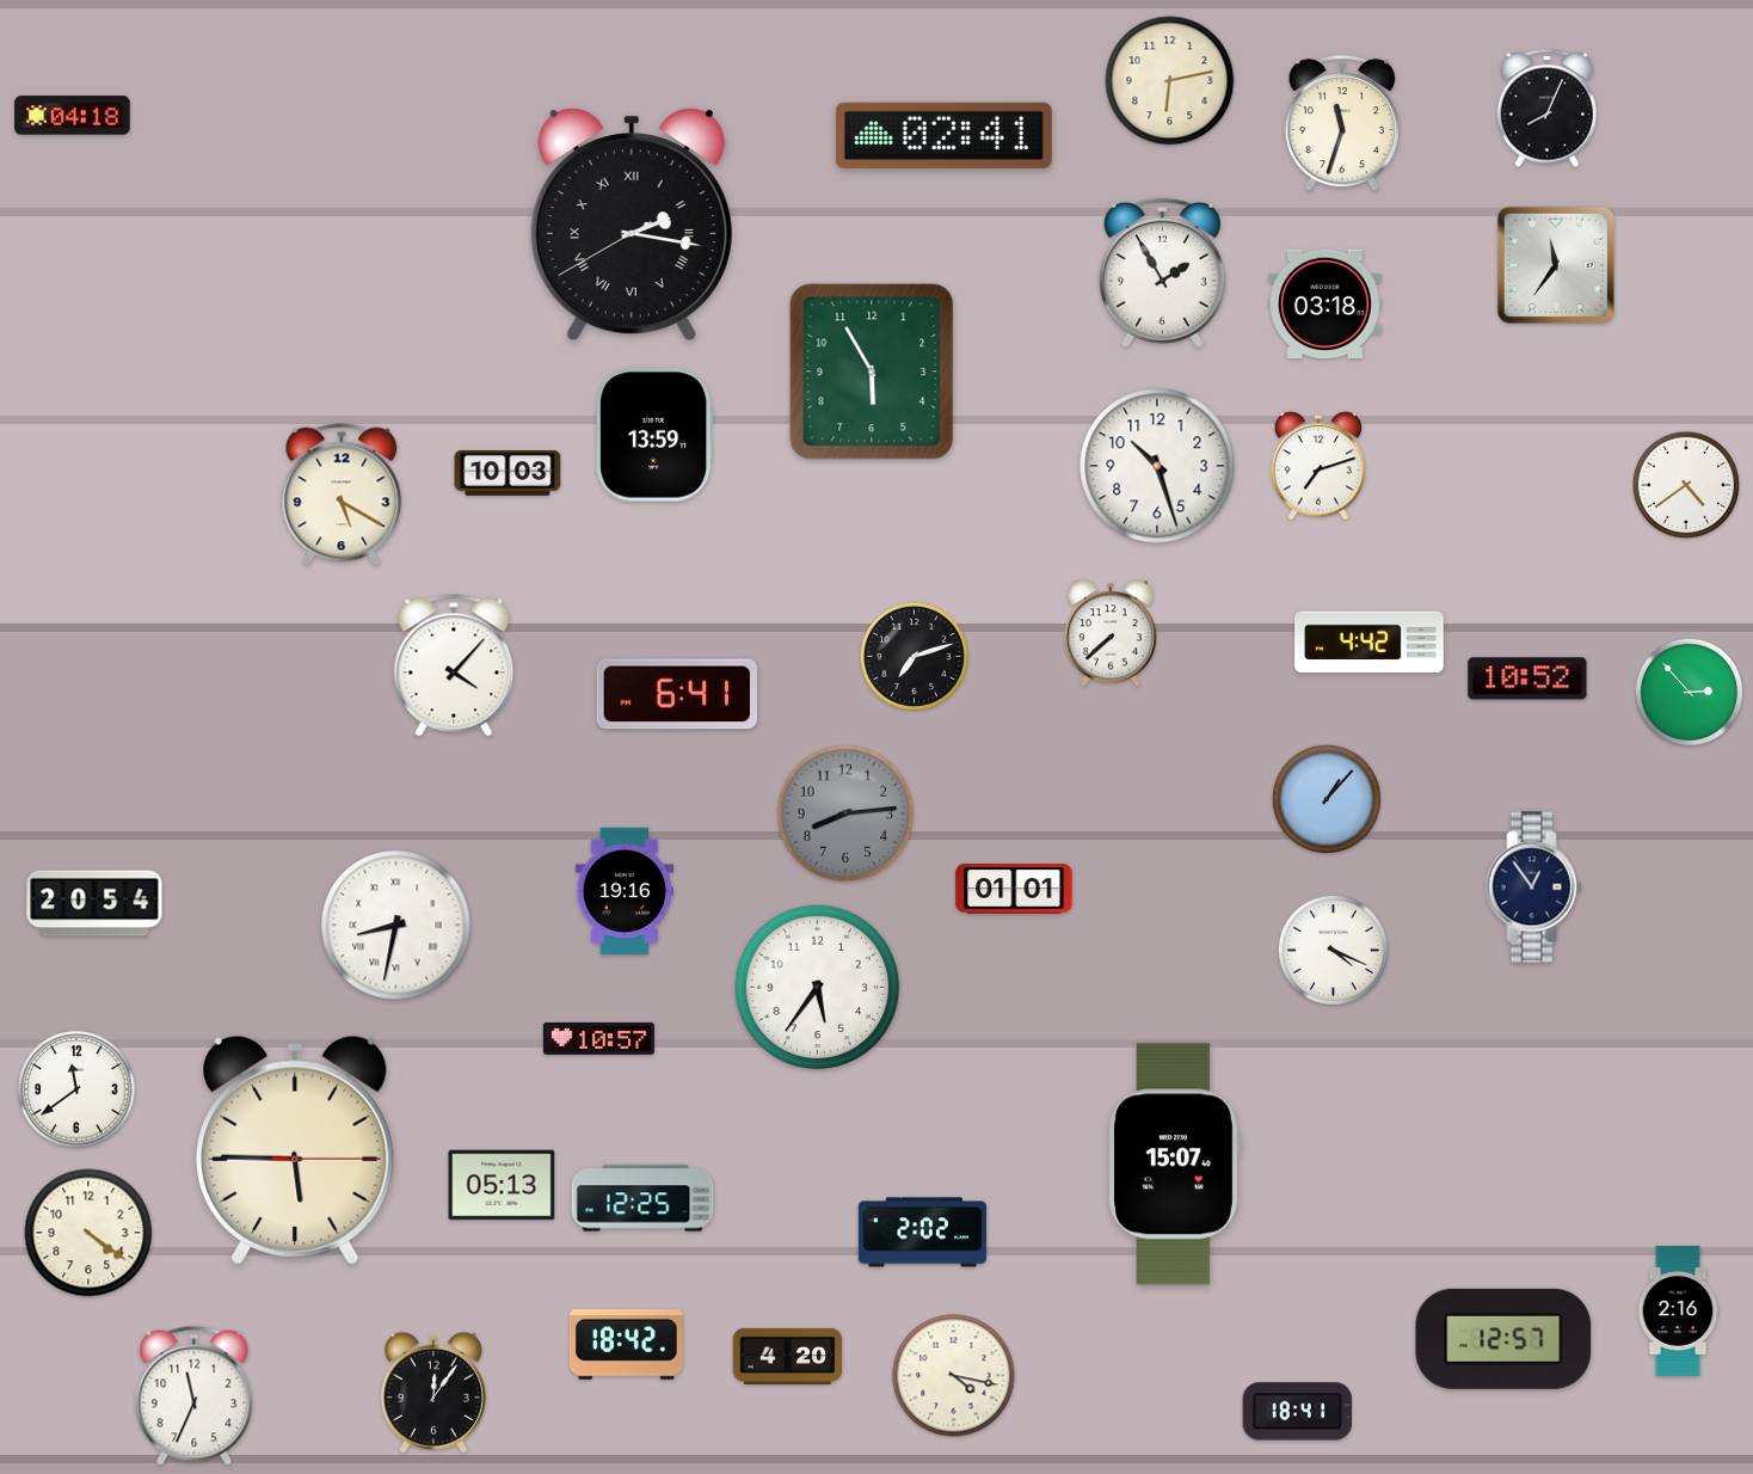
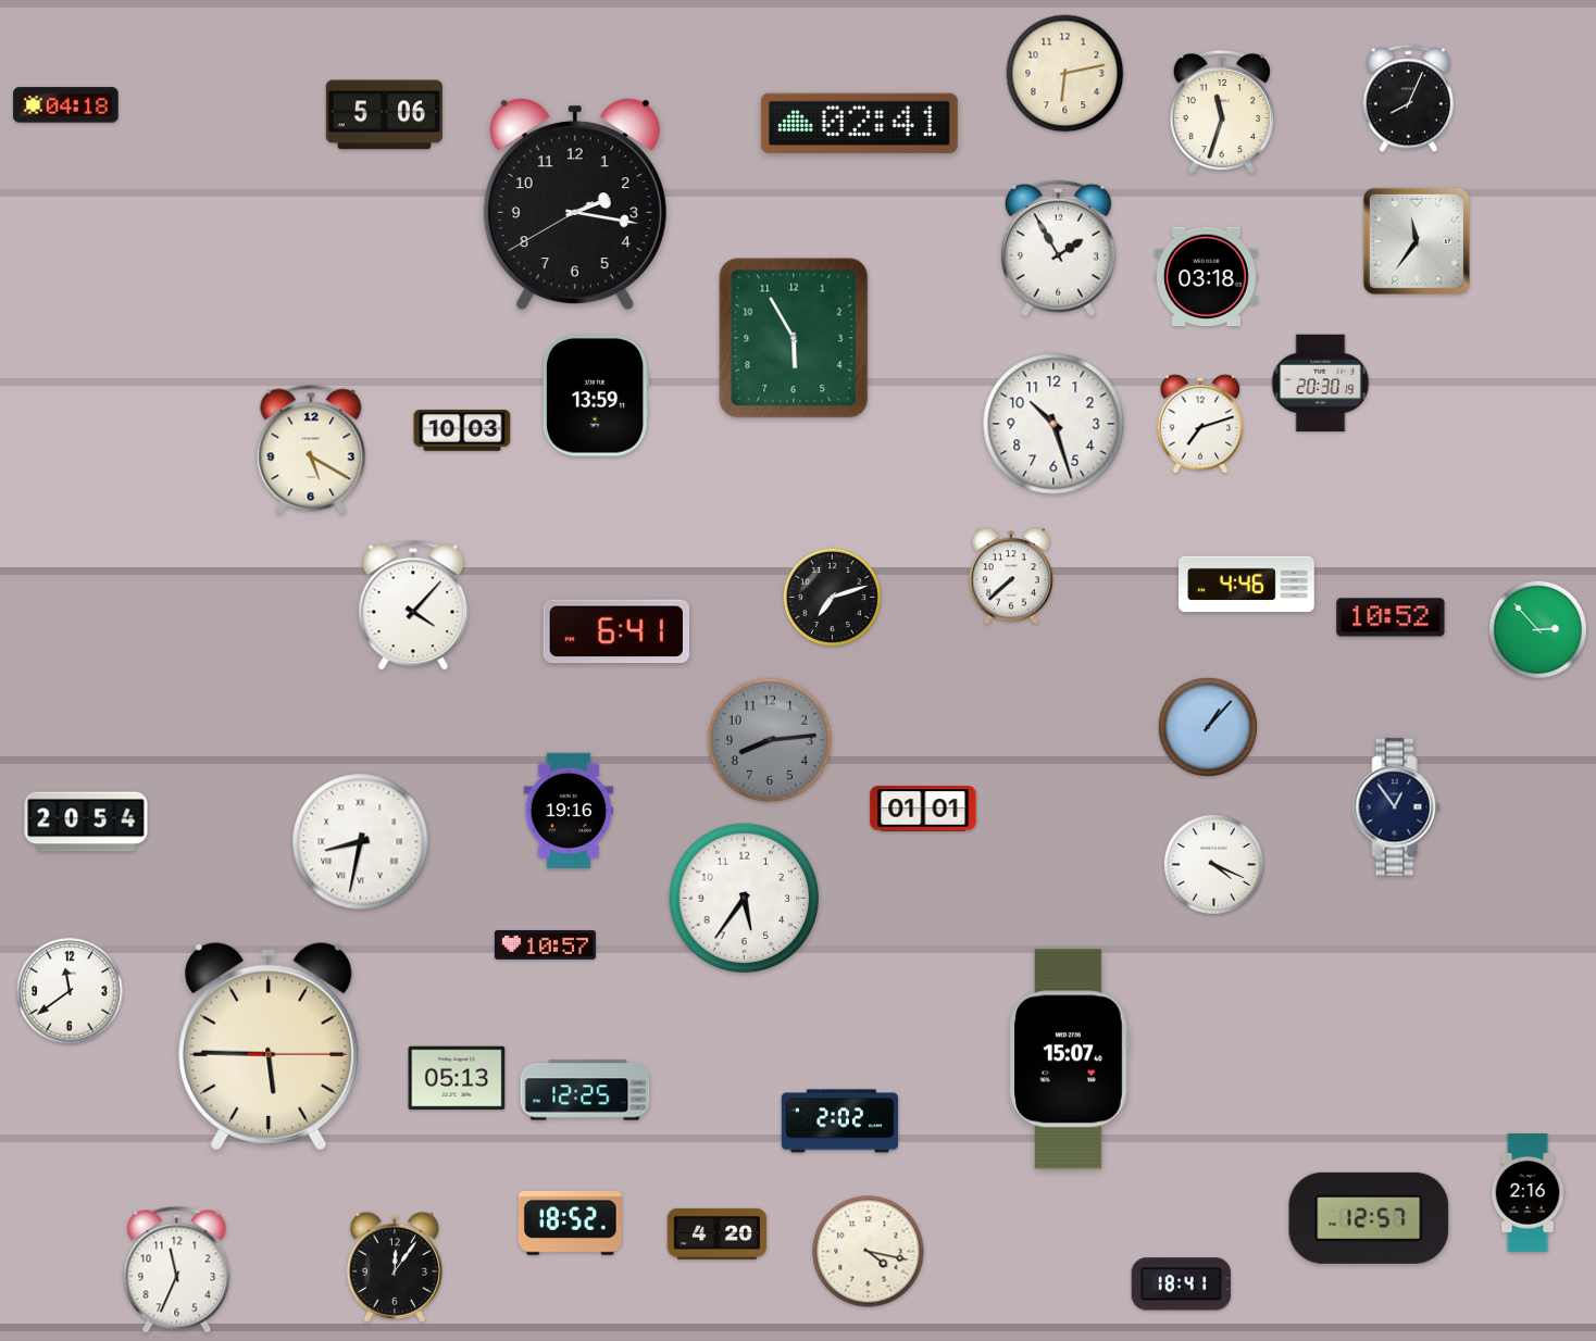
clock at (384, 115): none -> 5:06
clock at (632, 225) numerals: Roman -> Arabic
clock at (1321, 384): none -> 20:30
clock at (1685, 484): 4:39 -> none
clock at (1370, 643): 4:42 -> 4:46
clock at (88, 1233): 4:21 -> none
clock at (626, 1345): 18:42 -> 18:52
